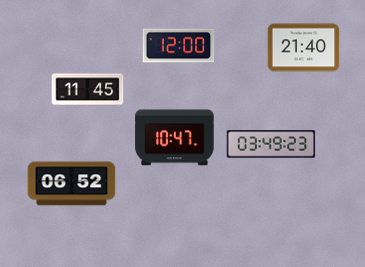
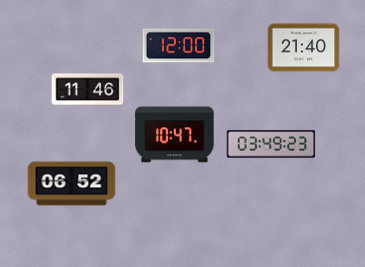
clock at (88, 90): 11:45 -> 11:46
clock at (175, 138) position: (175, 138) -> (175, 135)
